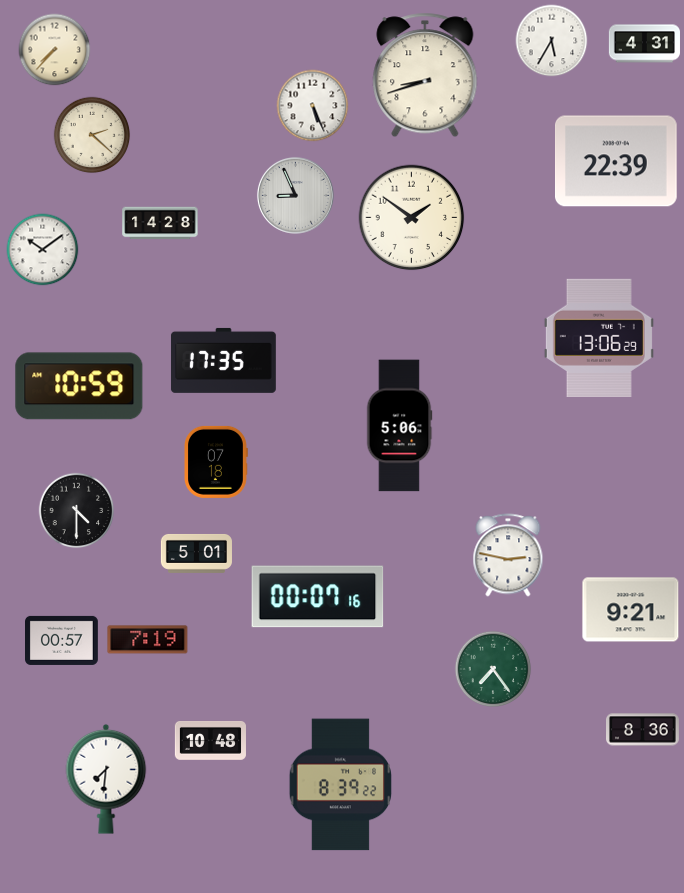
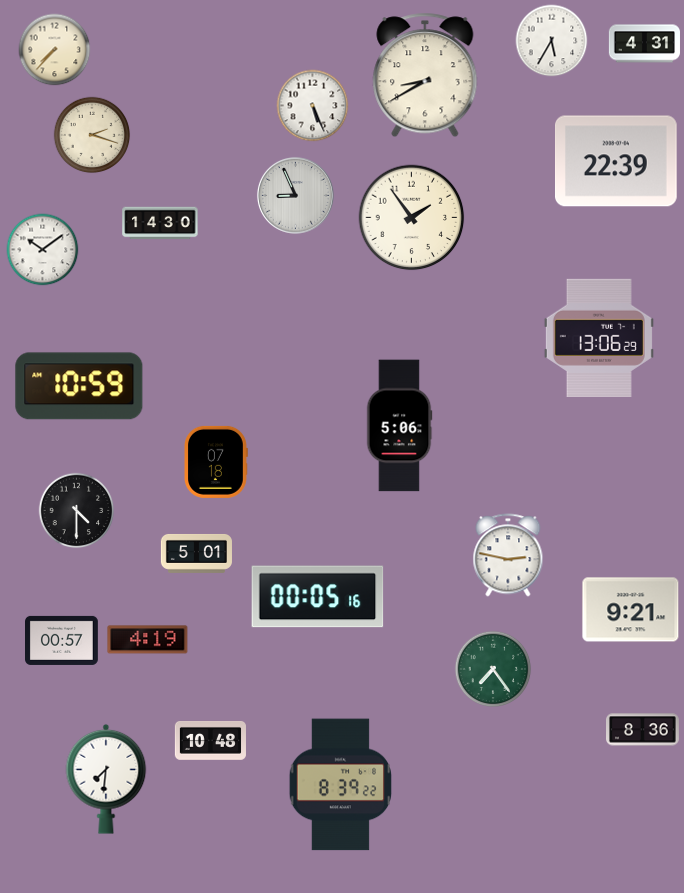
clock at (425, 75): 8:42 -> 8:40
clock at (92, 135): 2:22 -> 2:18
clock at (412, 218): 1:51 -> 1:54
clock at (160, 223): 14:28 -> 14:30
clock at (223, 360): 17:35 -> none
clock at (318, 597): 00:07 -> 00:05
clock at (148, 640): 7:19 -> 4:19
